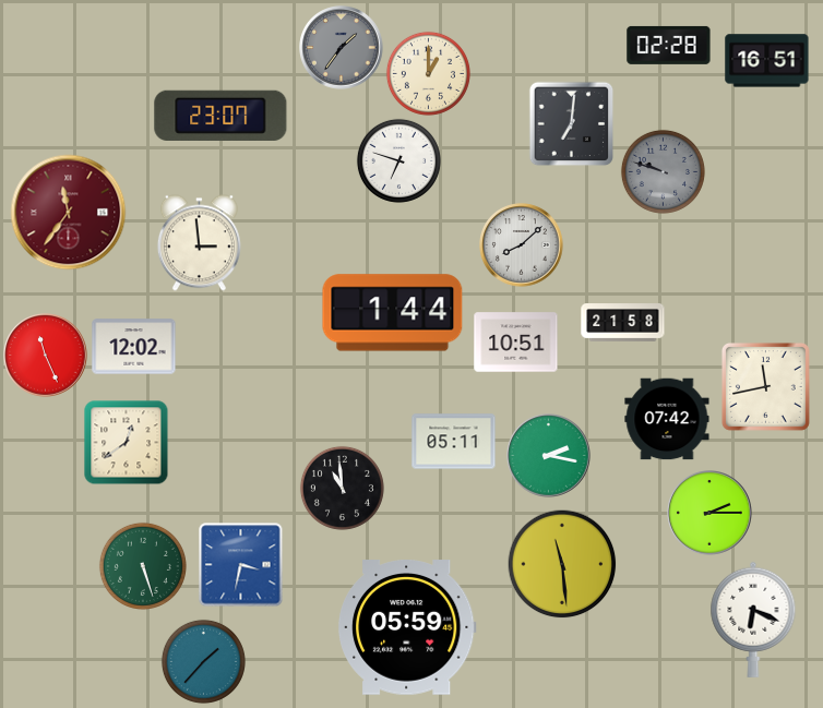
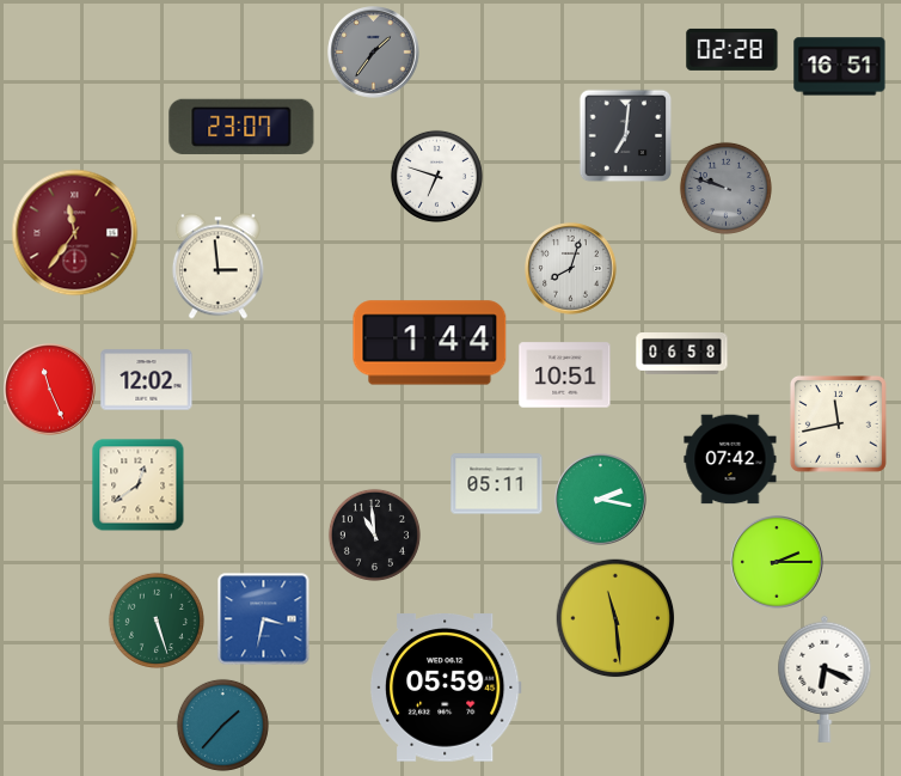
clock at (428, 73): 1:00 -> none
clock at (522, 245): 8:08 -> 8:03
clock at (623, 323): 21:58 -> 06:58
